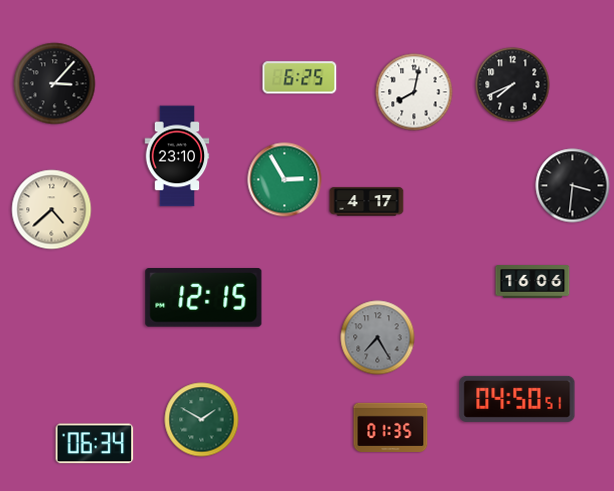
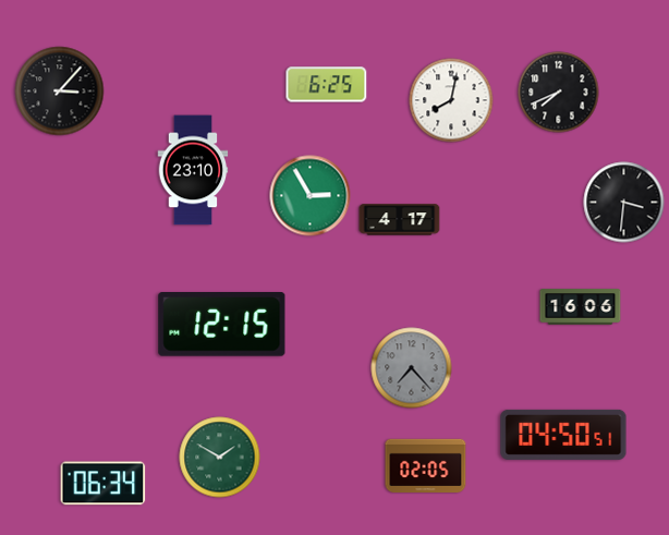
clock at (52, 210): 4:38 -> none
clock at (378, 338): 7:25 -> 7:23
clock at (391, 427): 01:35 -> 02:05
